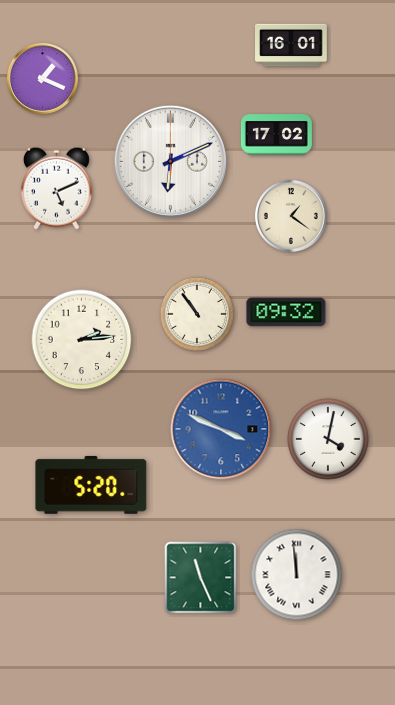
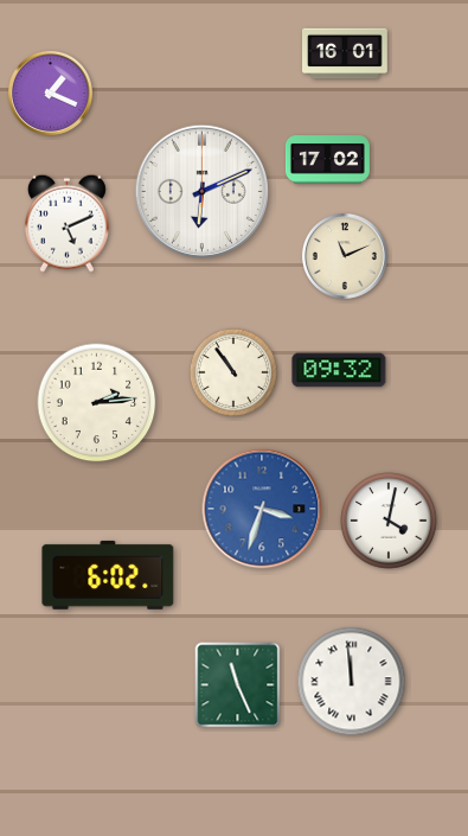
clock at (291, 216): 1:21 -> 11:11
clock at (221, 429): 3:49 -> 3:33
clock at (91, 485): 5:20 -> 6:02
